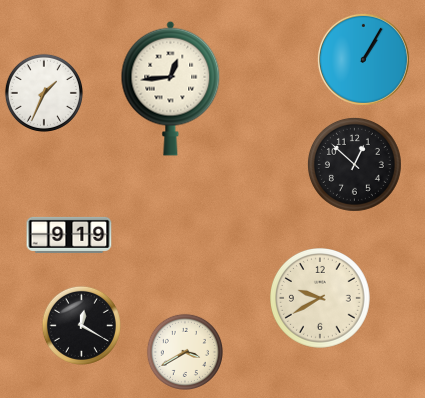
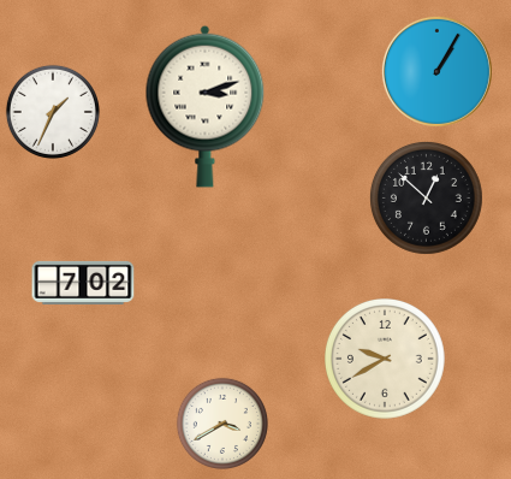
clock at (171, 88): 12:44 -> 3:12
clock at (69, 235): 9:19 -> 7:02
clock at (81, 325): 12:20 -> none
